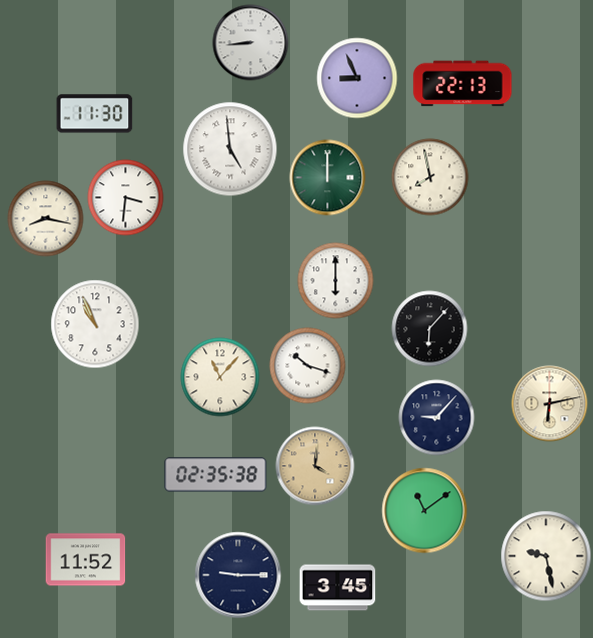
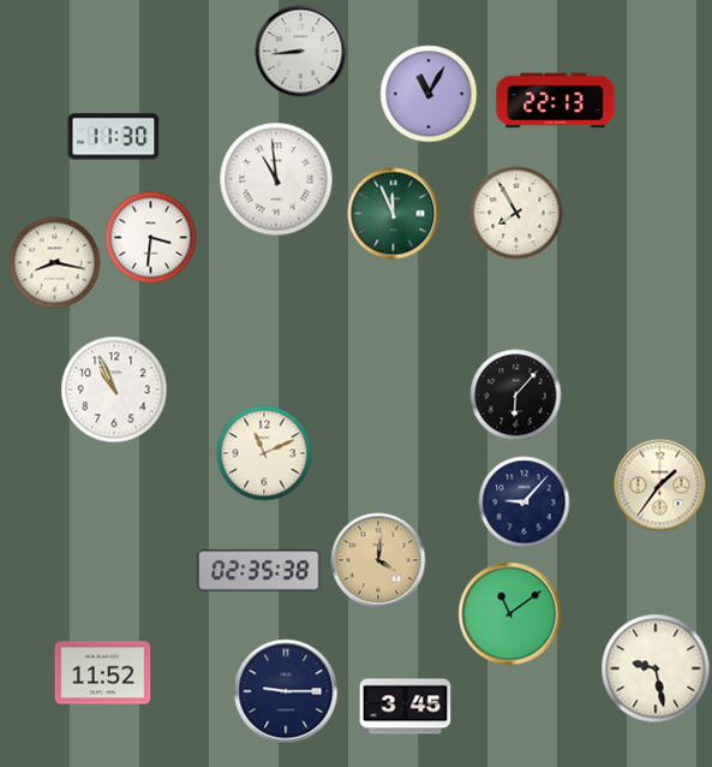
clock at (357, 78): 8:56 -> 11:05
clock at (230, 149): 4:59 -> 10:59
clock at (430, 177): 7:58 -> 7:55
clock at (328, 178): 12:00 -> 11:56
clock at (336, 281): 6:00 -> none
clock at (308, 366): 10:18 -> none
clock at (220, 377): 11:07 -> 11:11
clock at (550, 404): 6:13 -> 1:36
